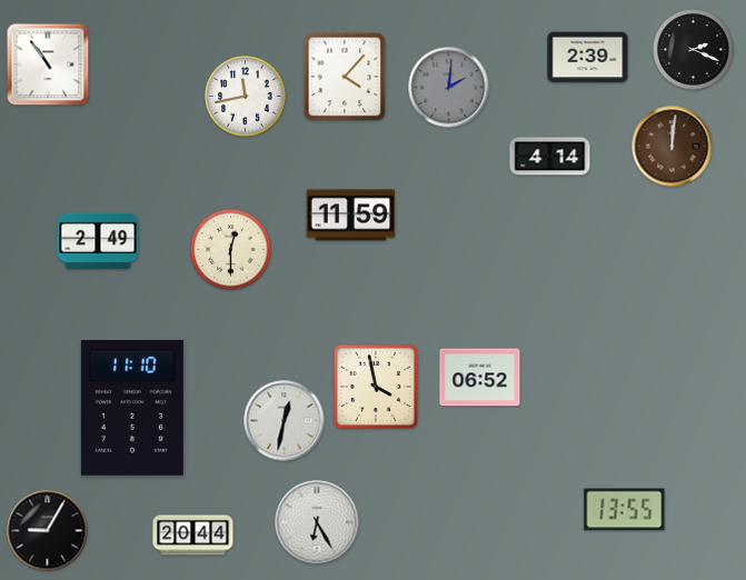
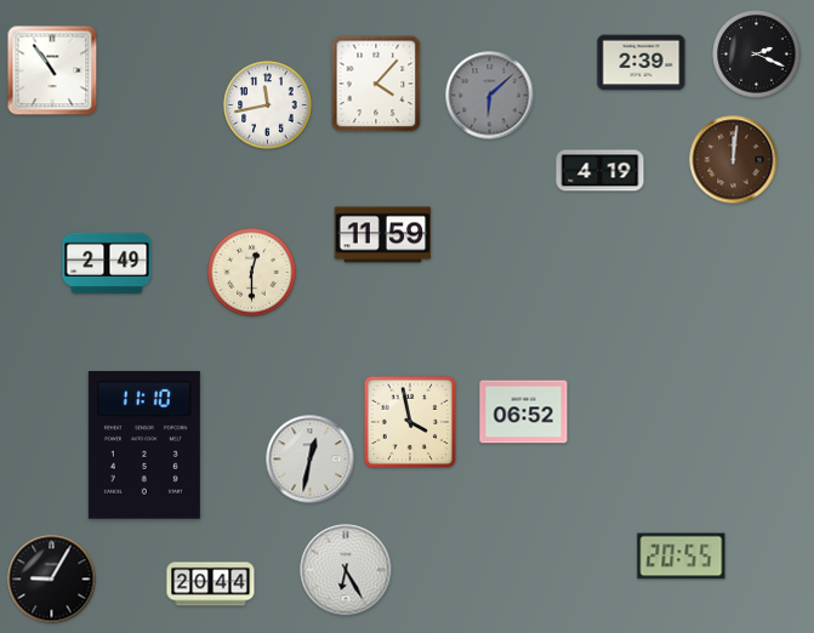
clock at (449, 88): 2:01 -> 6:08
clock at (550, 157): 4:14 -> 4:19
clock at (625, 510): 13:55 -> 20:55
